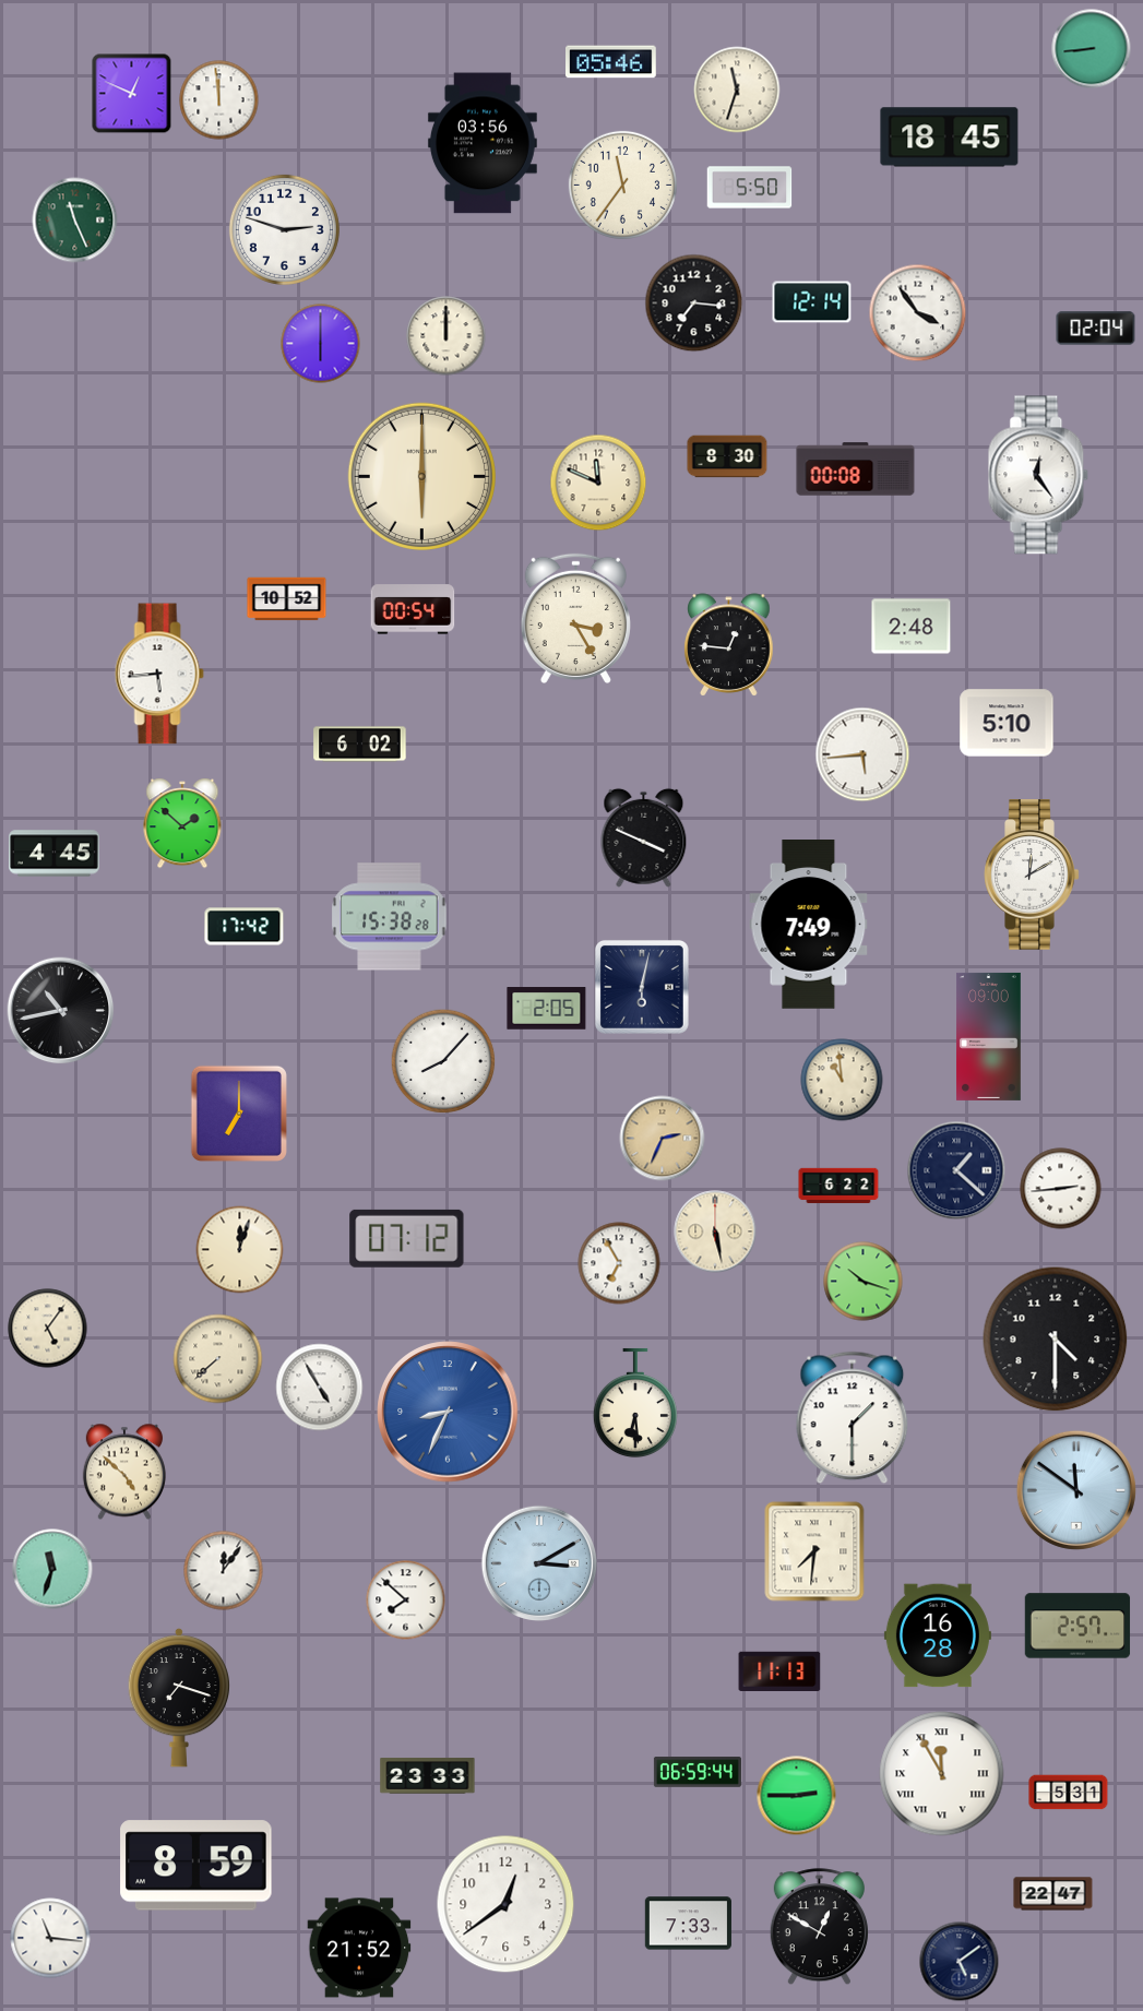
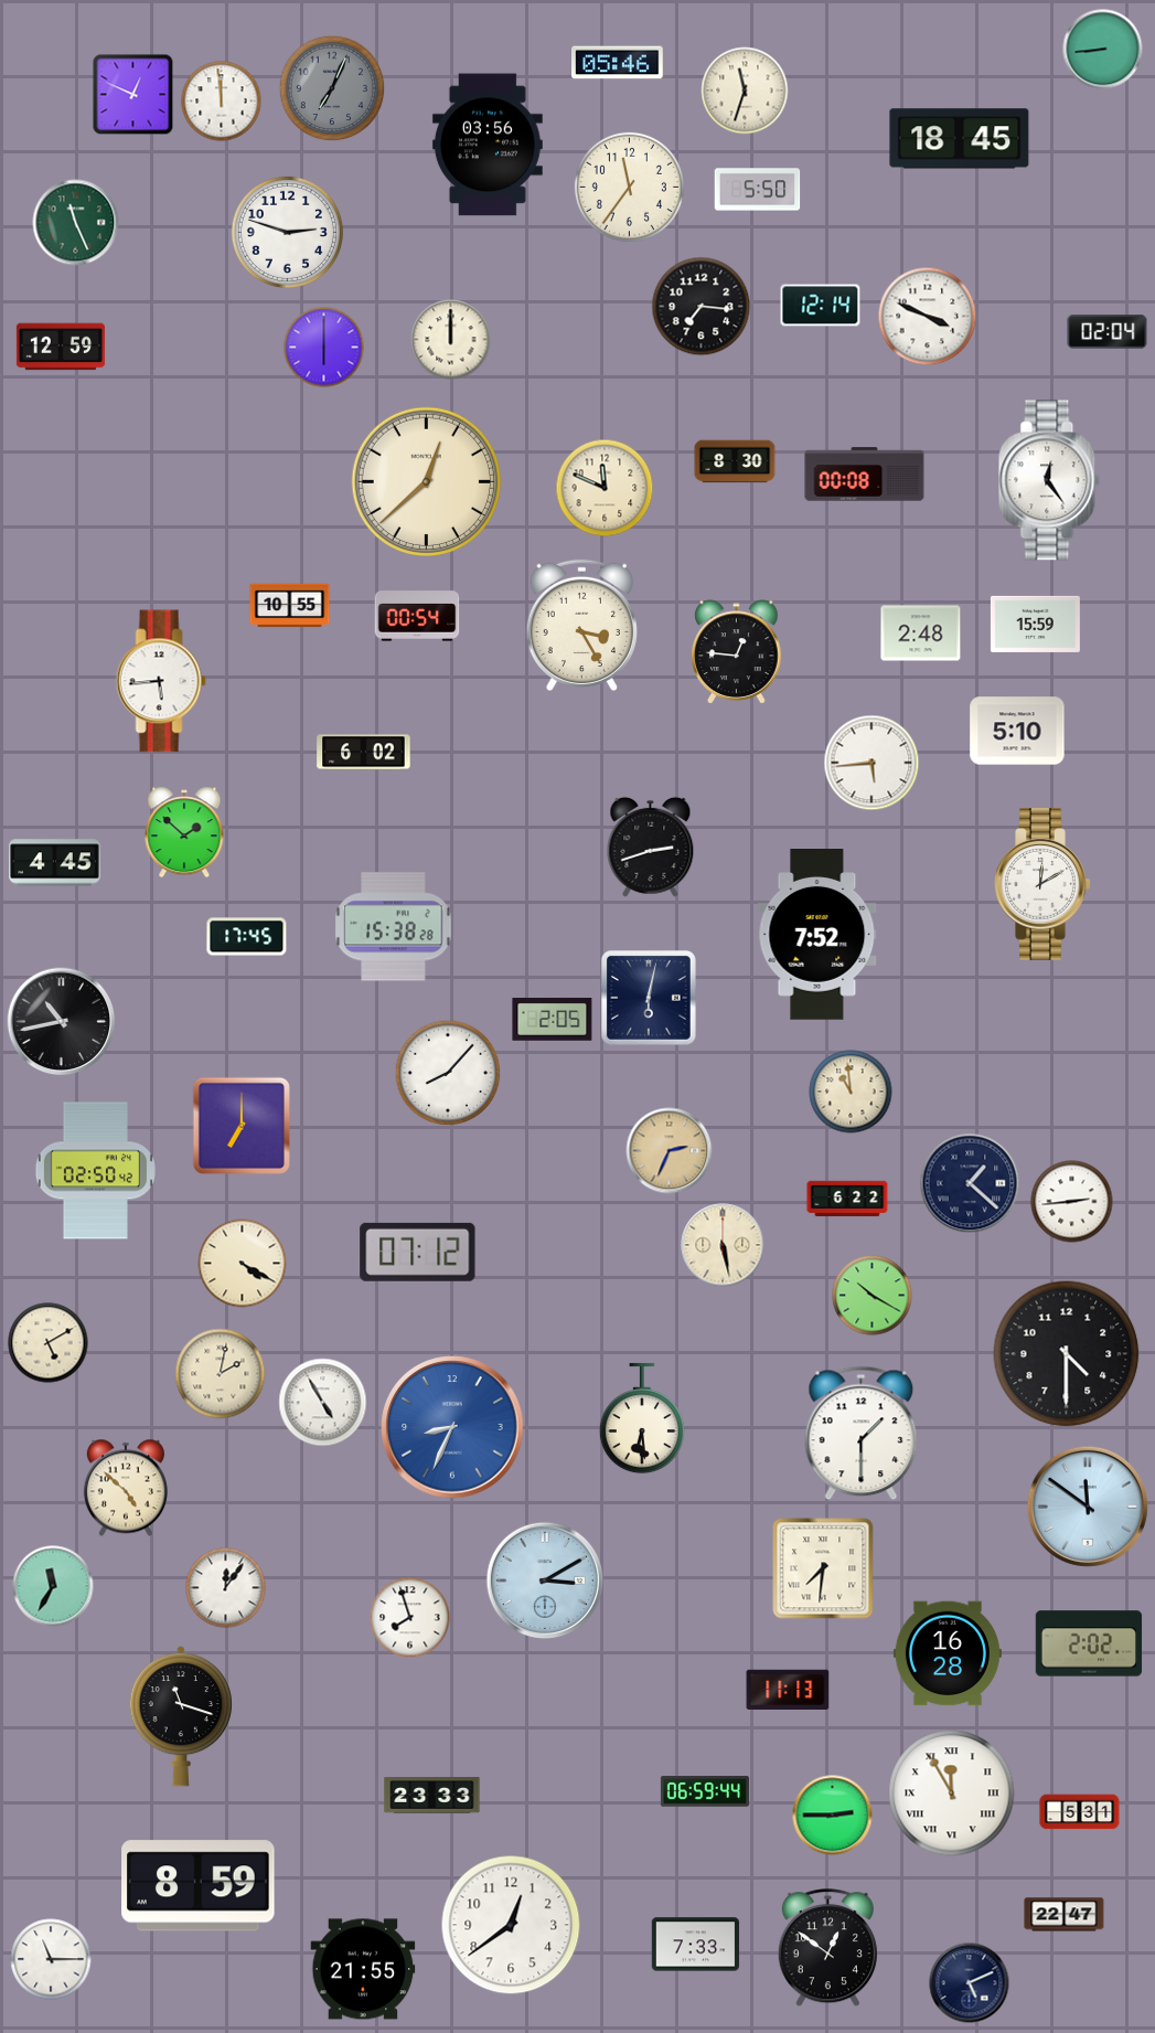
clock at (332, 88): none -> 7:04
clock at (918, 313): 3:54 -> 3:49
clock at (61, 347): none -> 12:59
clock at (422, 477): 6:00 -> 12:38
clock at (287, 599): 10:52 -> 10:55
clock at (1035, 624): none -> 15:59
clock at (644, 837): 3:49 -> 2:42
clock at (809, 925): 7:49 -> 7:52
clock at (245, 927): 17:42 -> 17:45
clock at (989, 1036): 09:00 -> none
clock at (95, 1171): none -> 02:50
clock at (956, 1170) position: (956, 1170) -> (970, 1183)
clock at (407, 1238) position: (407, 1238) -> (418, 1252)
clock at (240, 1250): 12:03 -> 4:20
clock at (619, 1263): 6:55 -> none
clock at (864, 1282): 10:18 -> 10:20
clock at (48, 1329): 5:06 -> 5:10
clock at (218, 1359): 7:38 -> 2:02
clock at (52, 1569): 11:33 -> 11:35
clock at (406, 1601): 7:52 -> 7:57
clock at (1077, 1626): 2:57 -> 2:02
clock at (178, 1698): 7:18 -> 11:18
clock at (797, 1796) position: (797, 1796) -> (833, 1816)
clock at (819, 1927): 12:50 -> 12:51
clock at (50, 1938): 11:16 -> 11:15
clock at (359, 1948): 21:52 -> 21:55
clock at (960, 1962): 5:09 -> 5:11
